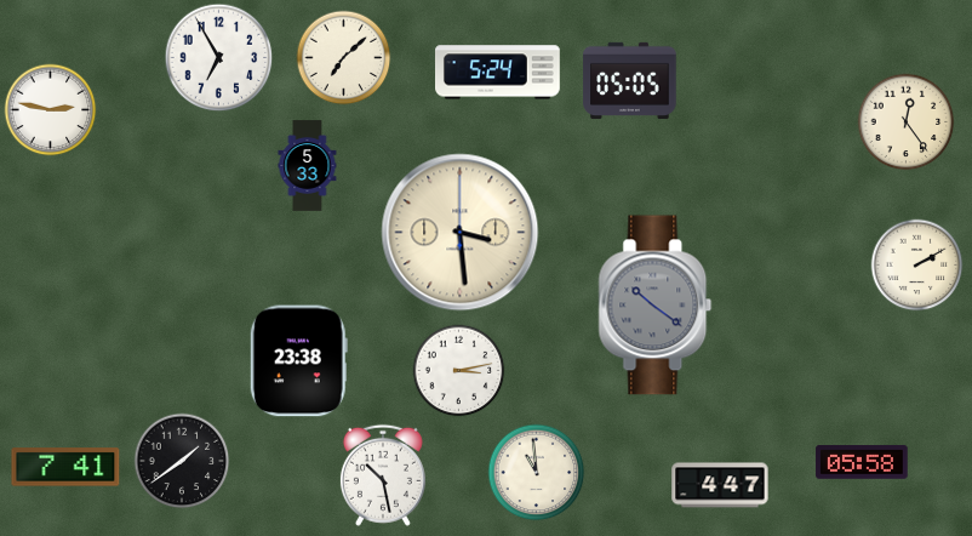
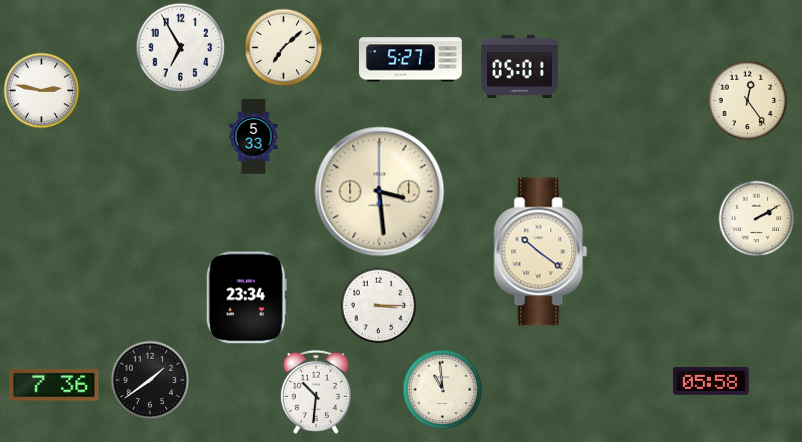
clock at (498, 73): 5:24 -> 5:27
clock at (630, 80): 05:05 -> 05:01
clock at (656, 306) dial: grey -> cream
clock at (298, 361): 23:38 -> 23:34
clock at (459, 371): 3:13 -> 3:15
clock at (65, 467): 7:41 -> 7:36
clock at (383, 475): 10:28 -> 10:31
clock at (720, 485): 4:47 -> none
